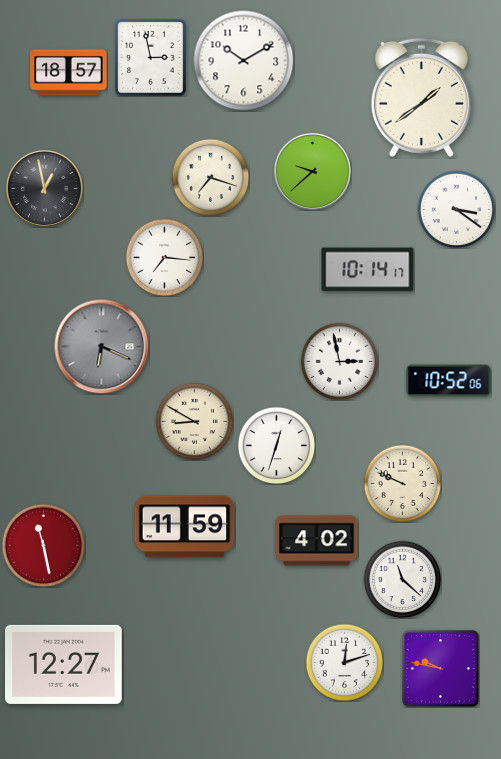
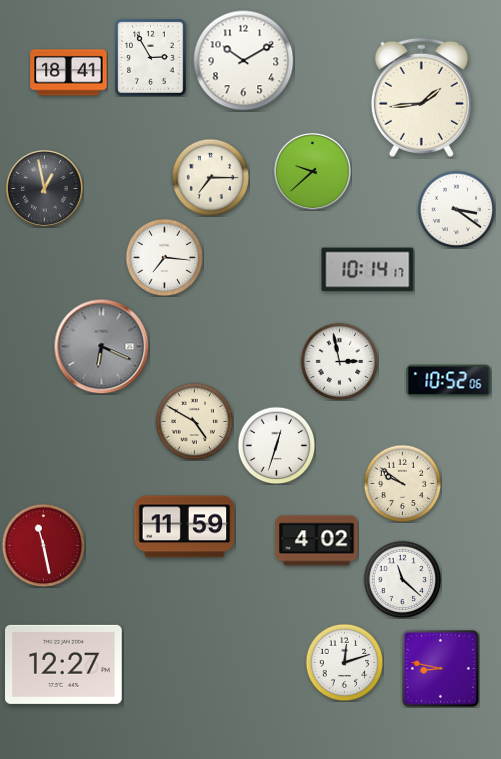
clock at (151, 58): 2:58 -> 2:55
clock at (69, 73): 18:57 -> 18:41
clock at (421, 97): 1:39 -> 1:44
clock at (210, 177): 7:18 -> 7:15
clock at (194, 421): 8:50 -> 4:50
clock at (402, 483): 9:49 -> 9:51
clock at (440, 668): 9:47 -> 8:47
